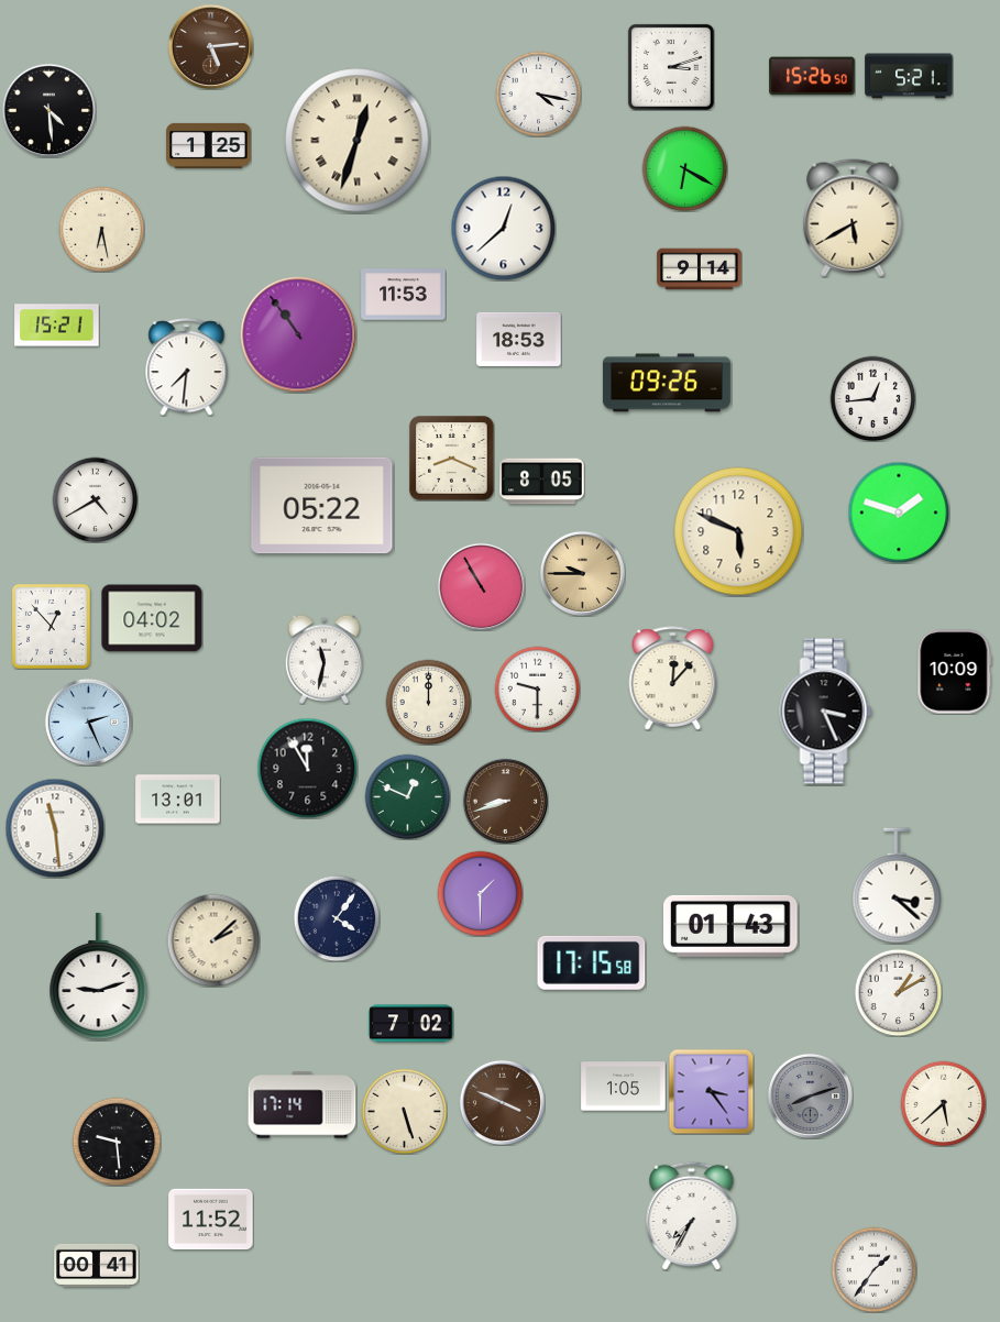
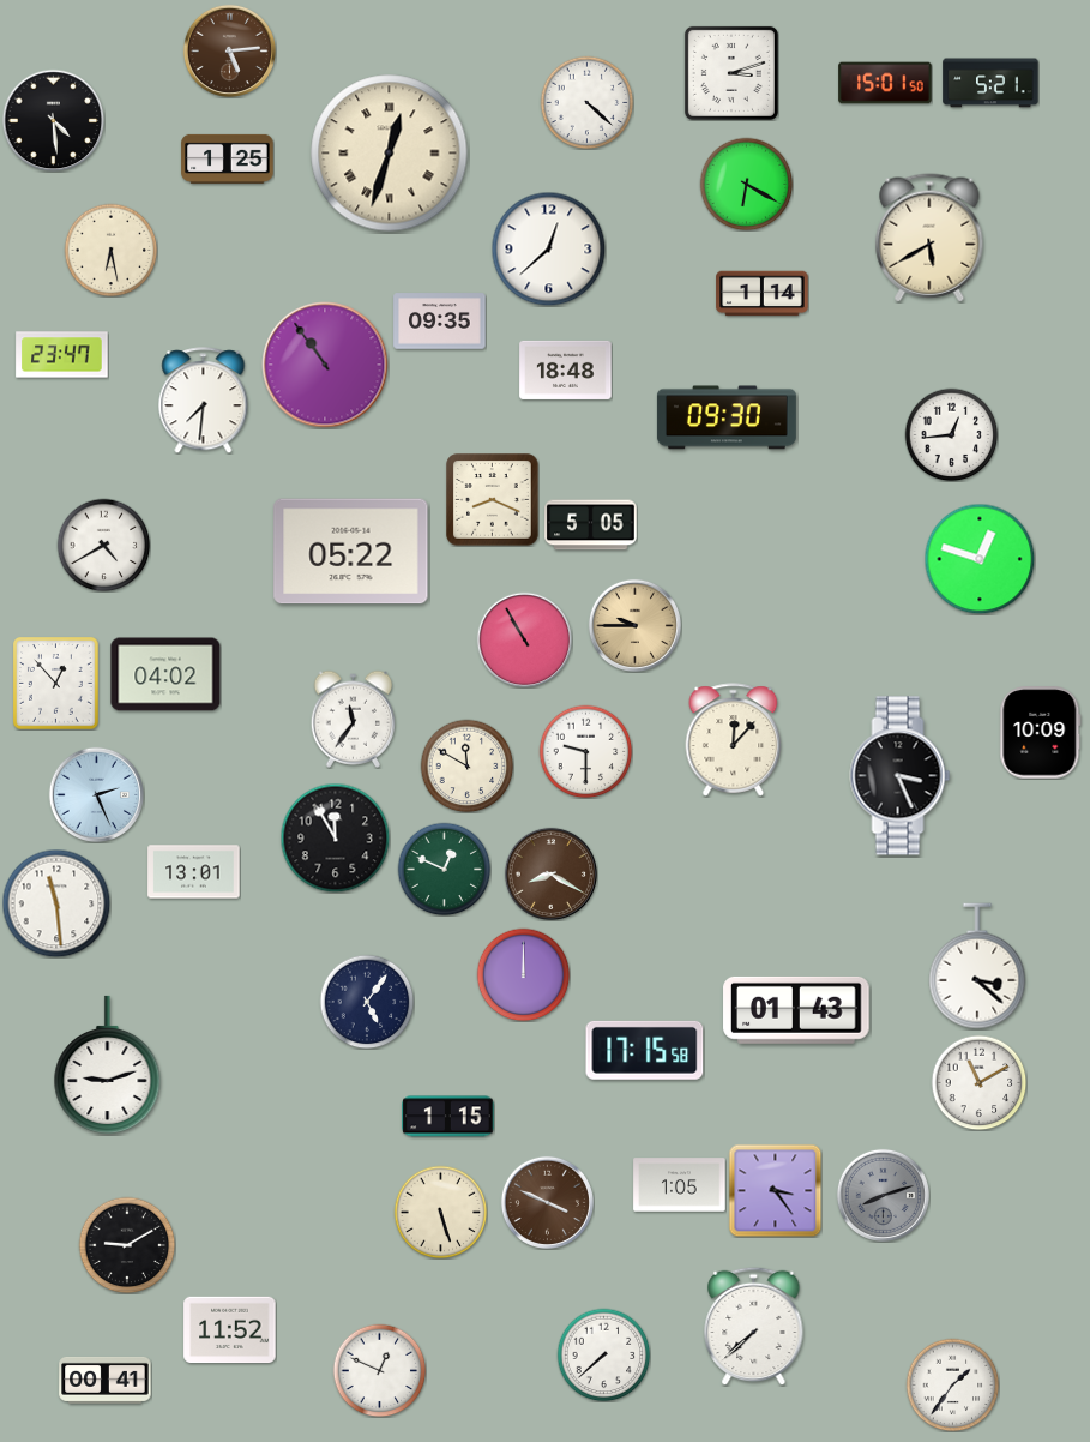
clock at (812, 76): 15:26 -> 15:01
clock at (538, 93): 4:17 -> 4:22
clock at (700, 269): 9:14 -> 1:14
clock at (404, 295): 11:53 -> 09:35
clock at (57, 326): 15:21 -> 23:47
clock at (519, 339): 18:53 -> 18:48
clock at (667, 383): 09:26 -> 09:30
clock at (542, 482): 8:05 -> 5:05
clock at (899, 513): 1:48 -> 12:48
clock at (738, 531): 5:49 -> none
clock at (325, 659): 11:32 -> 11:36
clock at (428, 702): 12:00 -> 11:50
clock at (88, 721) position: (88, 721) -> (96, 794)
clock at (505, 801): 8:42 -> 8:20
clock at (55, 828) position: (55, 828) -> (56, 903)
clock at (480, 893): 1:30 -> 12:00
clock at (337, 918): 4:06 -> 5:06
clock at (213, 940): 2:08 -> none
clock at (898, 992): 1:10 -> 11:10
clock at (411, 1024): 7:02 -> 1:15
clock at (943, 1103): 5:38 -> none
clock at (303, 1105): 17:14 -> none
clock at (117, 1142): 9:29 -> 9:10
clock at (692, 1215): 7:35 -> 7:38
clock at (603, 1354): none -> 7:38
clock at (379, 1370): none -> 12:49
